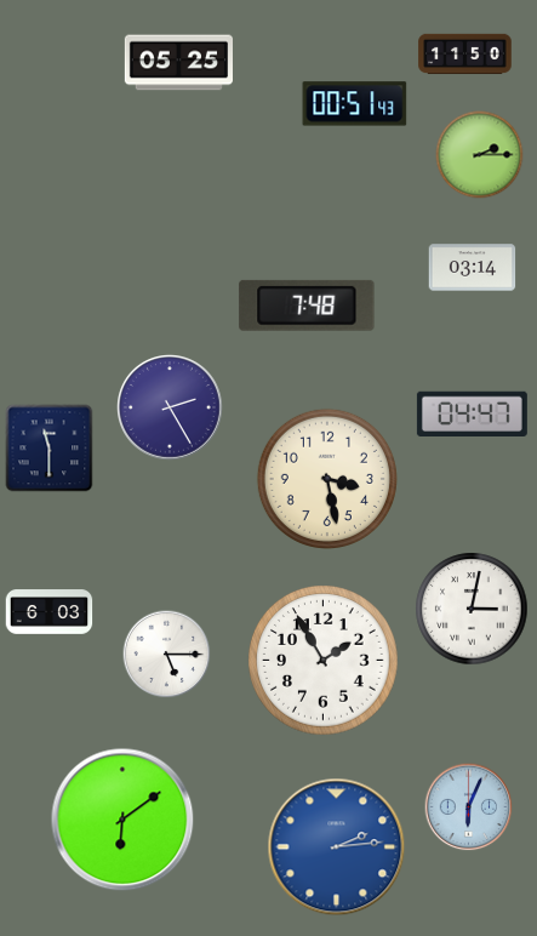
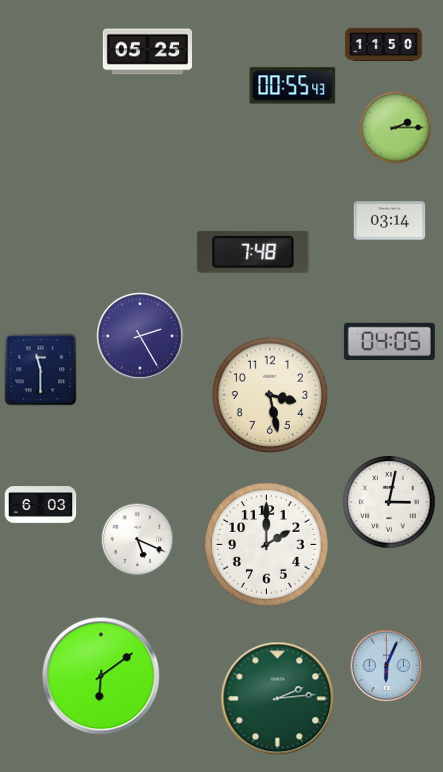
clock at (355, 104): 00:51 -> 00:55
clock at (472, 413): 04:47 -> 04:05
clock at (167, 655): 5:15 -> 5:19
clock at (324, 661): 1:55 -> 2:00
clock at (337, 847) dial: blue -> green
